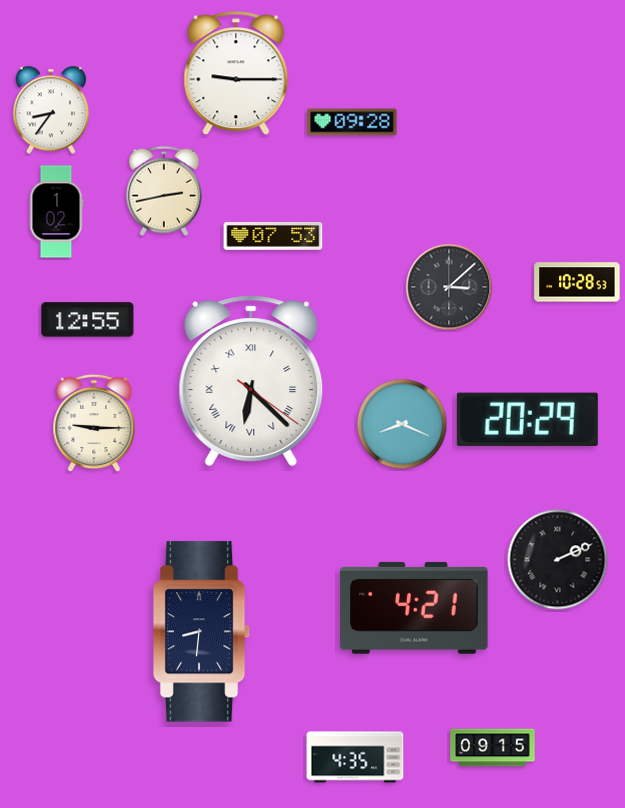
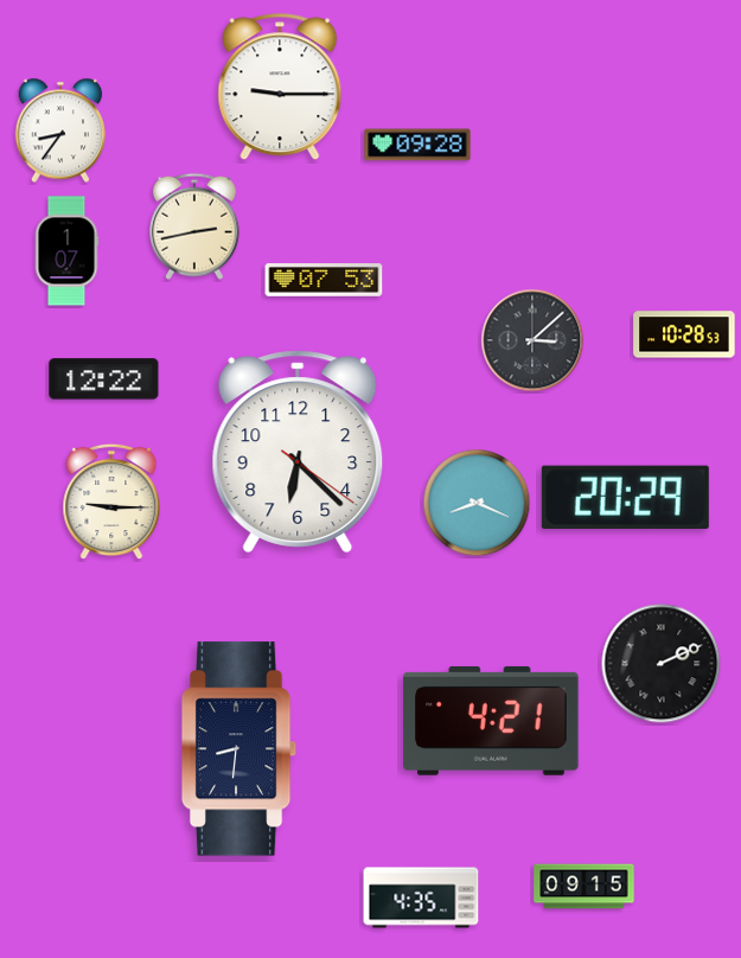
clock at (56, 212): 1:02 -> 1:07
clock at (88, 320): 12:55 -> 12:22
clock at (251, 381) numerals: Roman -> Arabic
